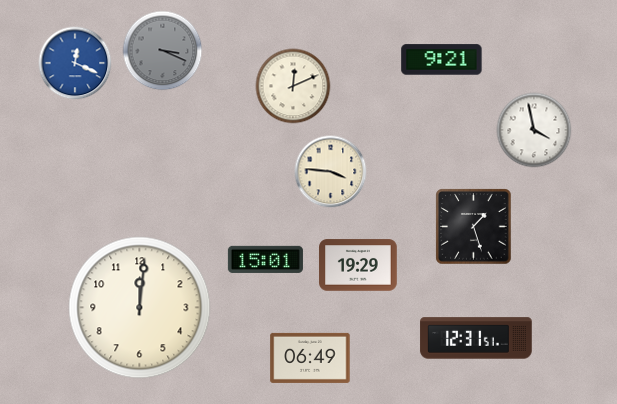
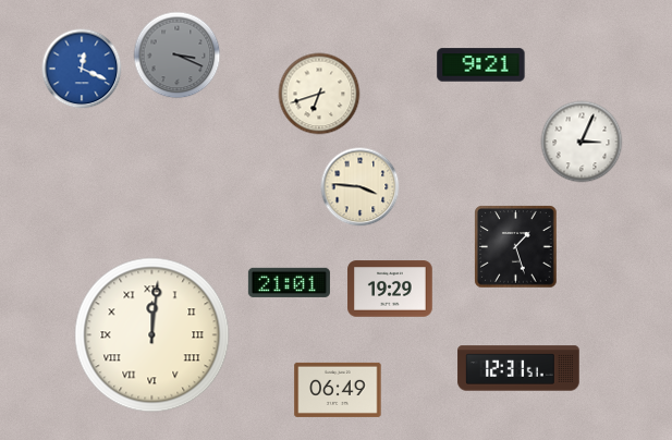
clock at (293, 86): 12:11 -> 6:42
clock at (534, 130): 3:58 -> 3:04
clock at (265, 259): 15:01 -> 21:01
clock at (140, 308) numerals: Arabic -> Roman
